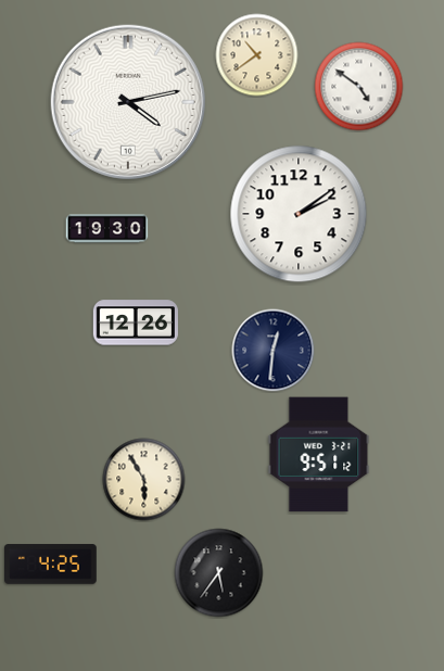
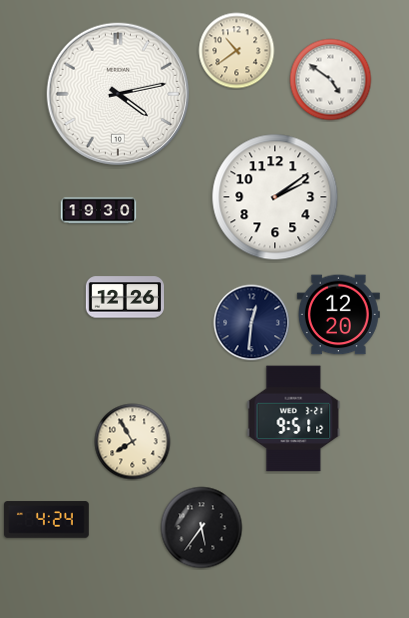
clock at (338, 315): none -> 12:20
clock at (144, 480): 5:55 -> 7:55
clock at (51, 565): 4:25 -> 4:24
